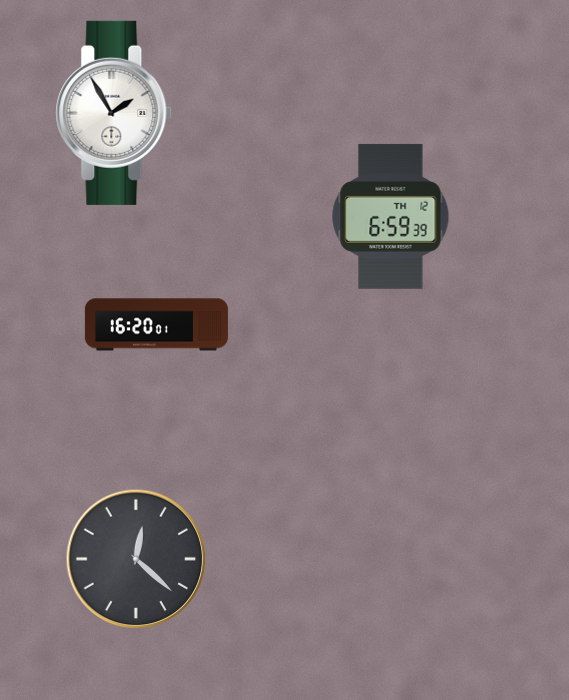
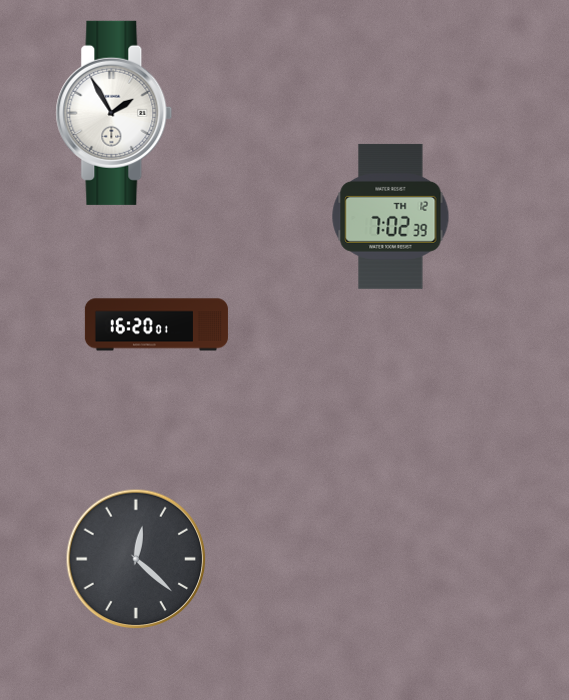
clock at (391, 216): 6:59 -> 7:02
